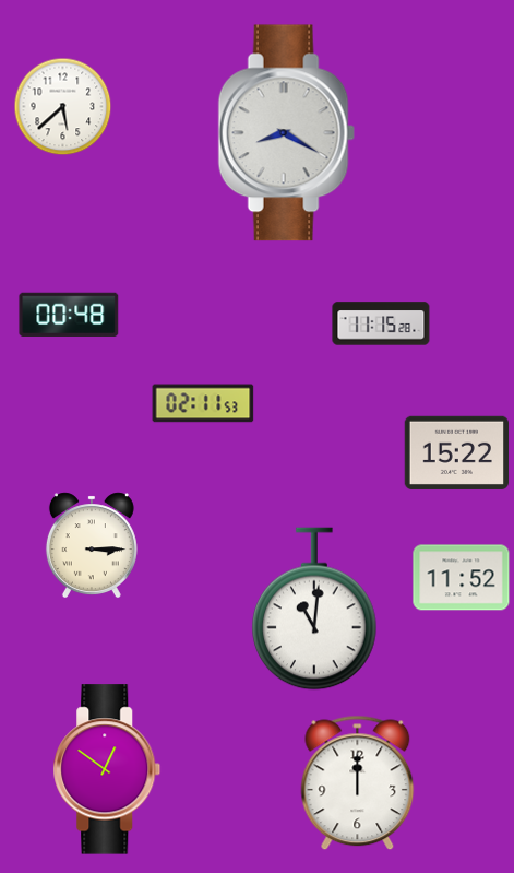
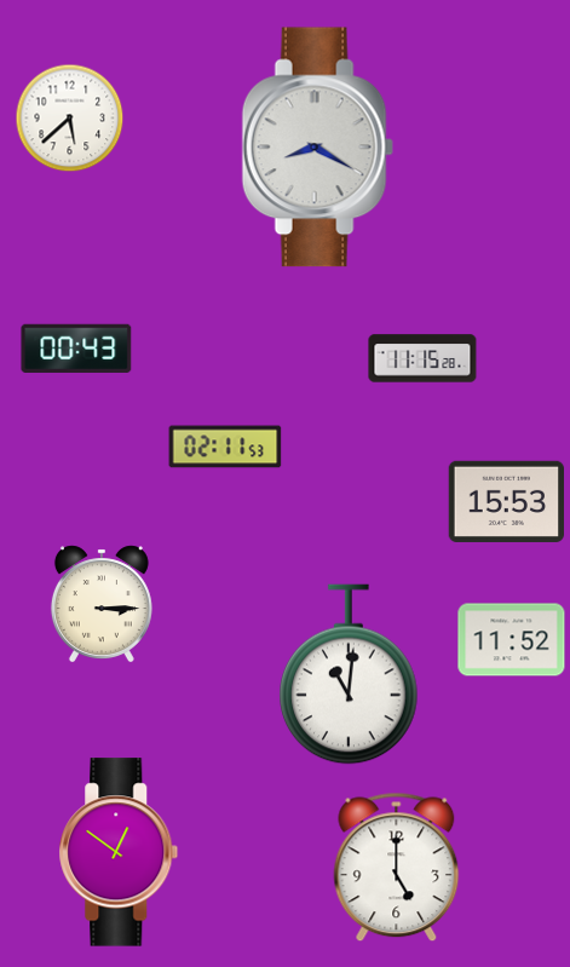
clock at (69, 315): 00:48 -> 00:43
clock at (456, 452): 15:22 -> 15:53
clock at (358, 783): 12:00 -> 5:00
